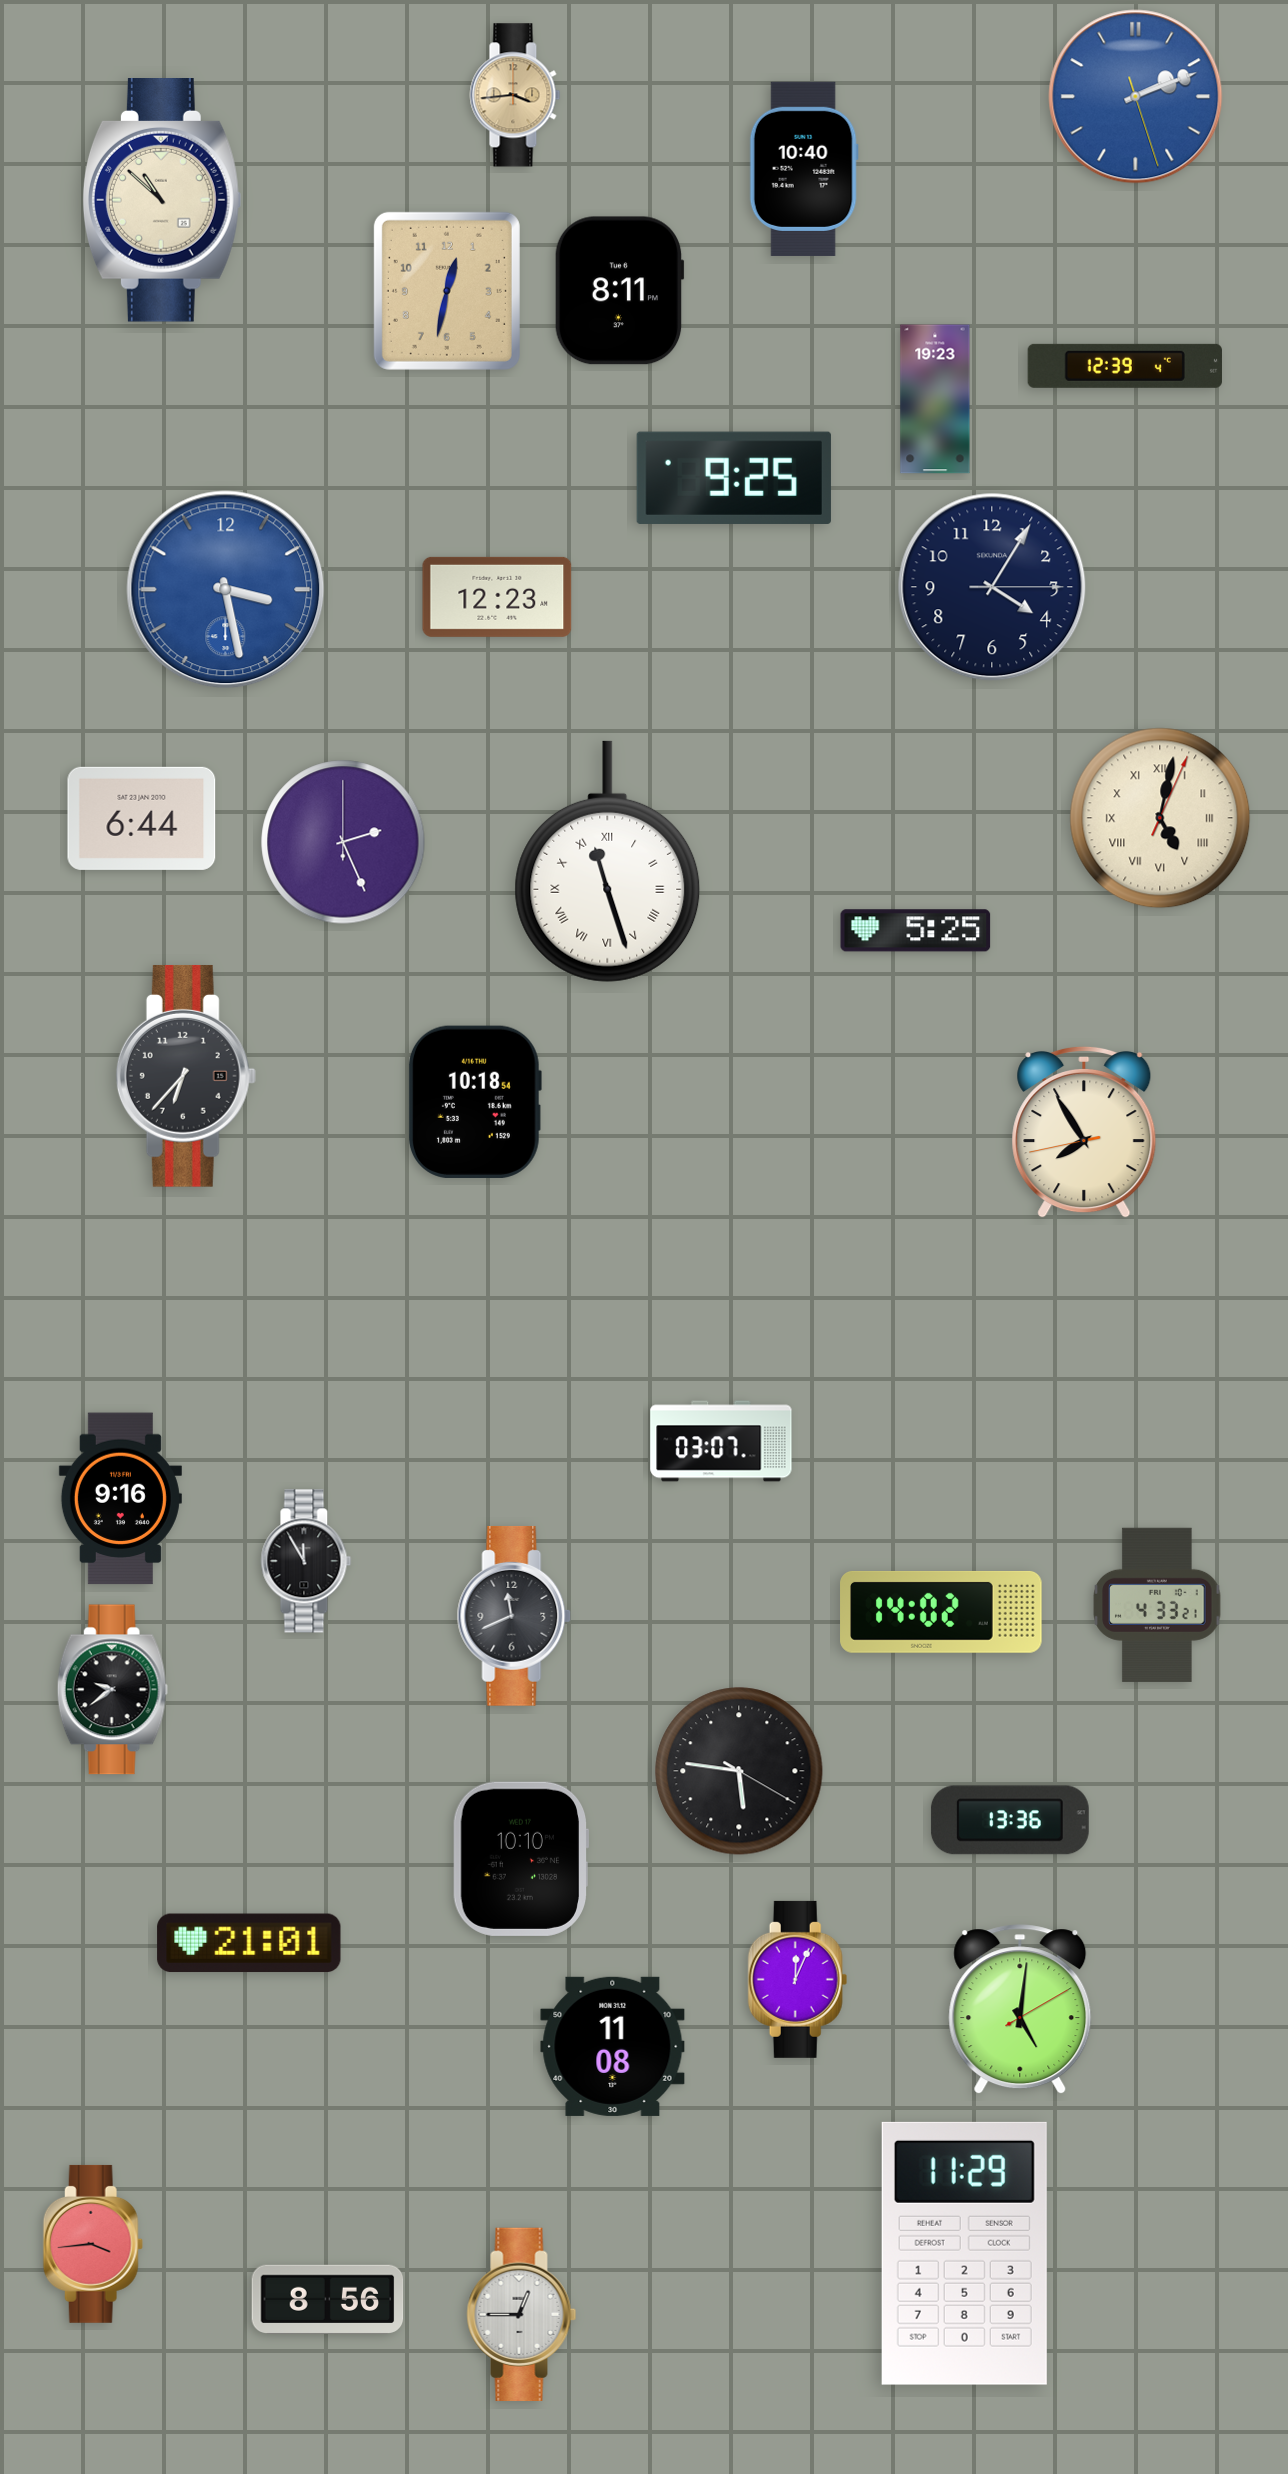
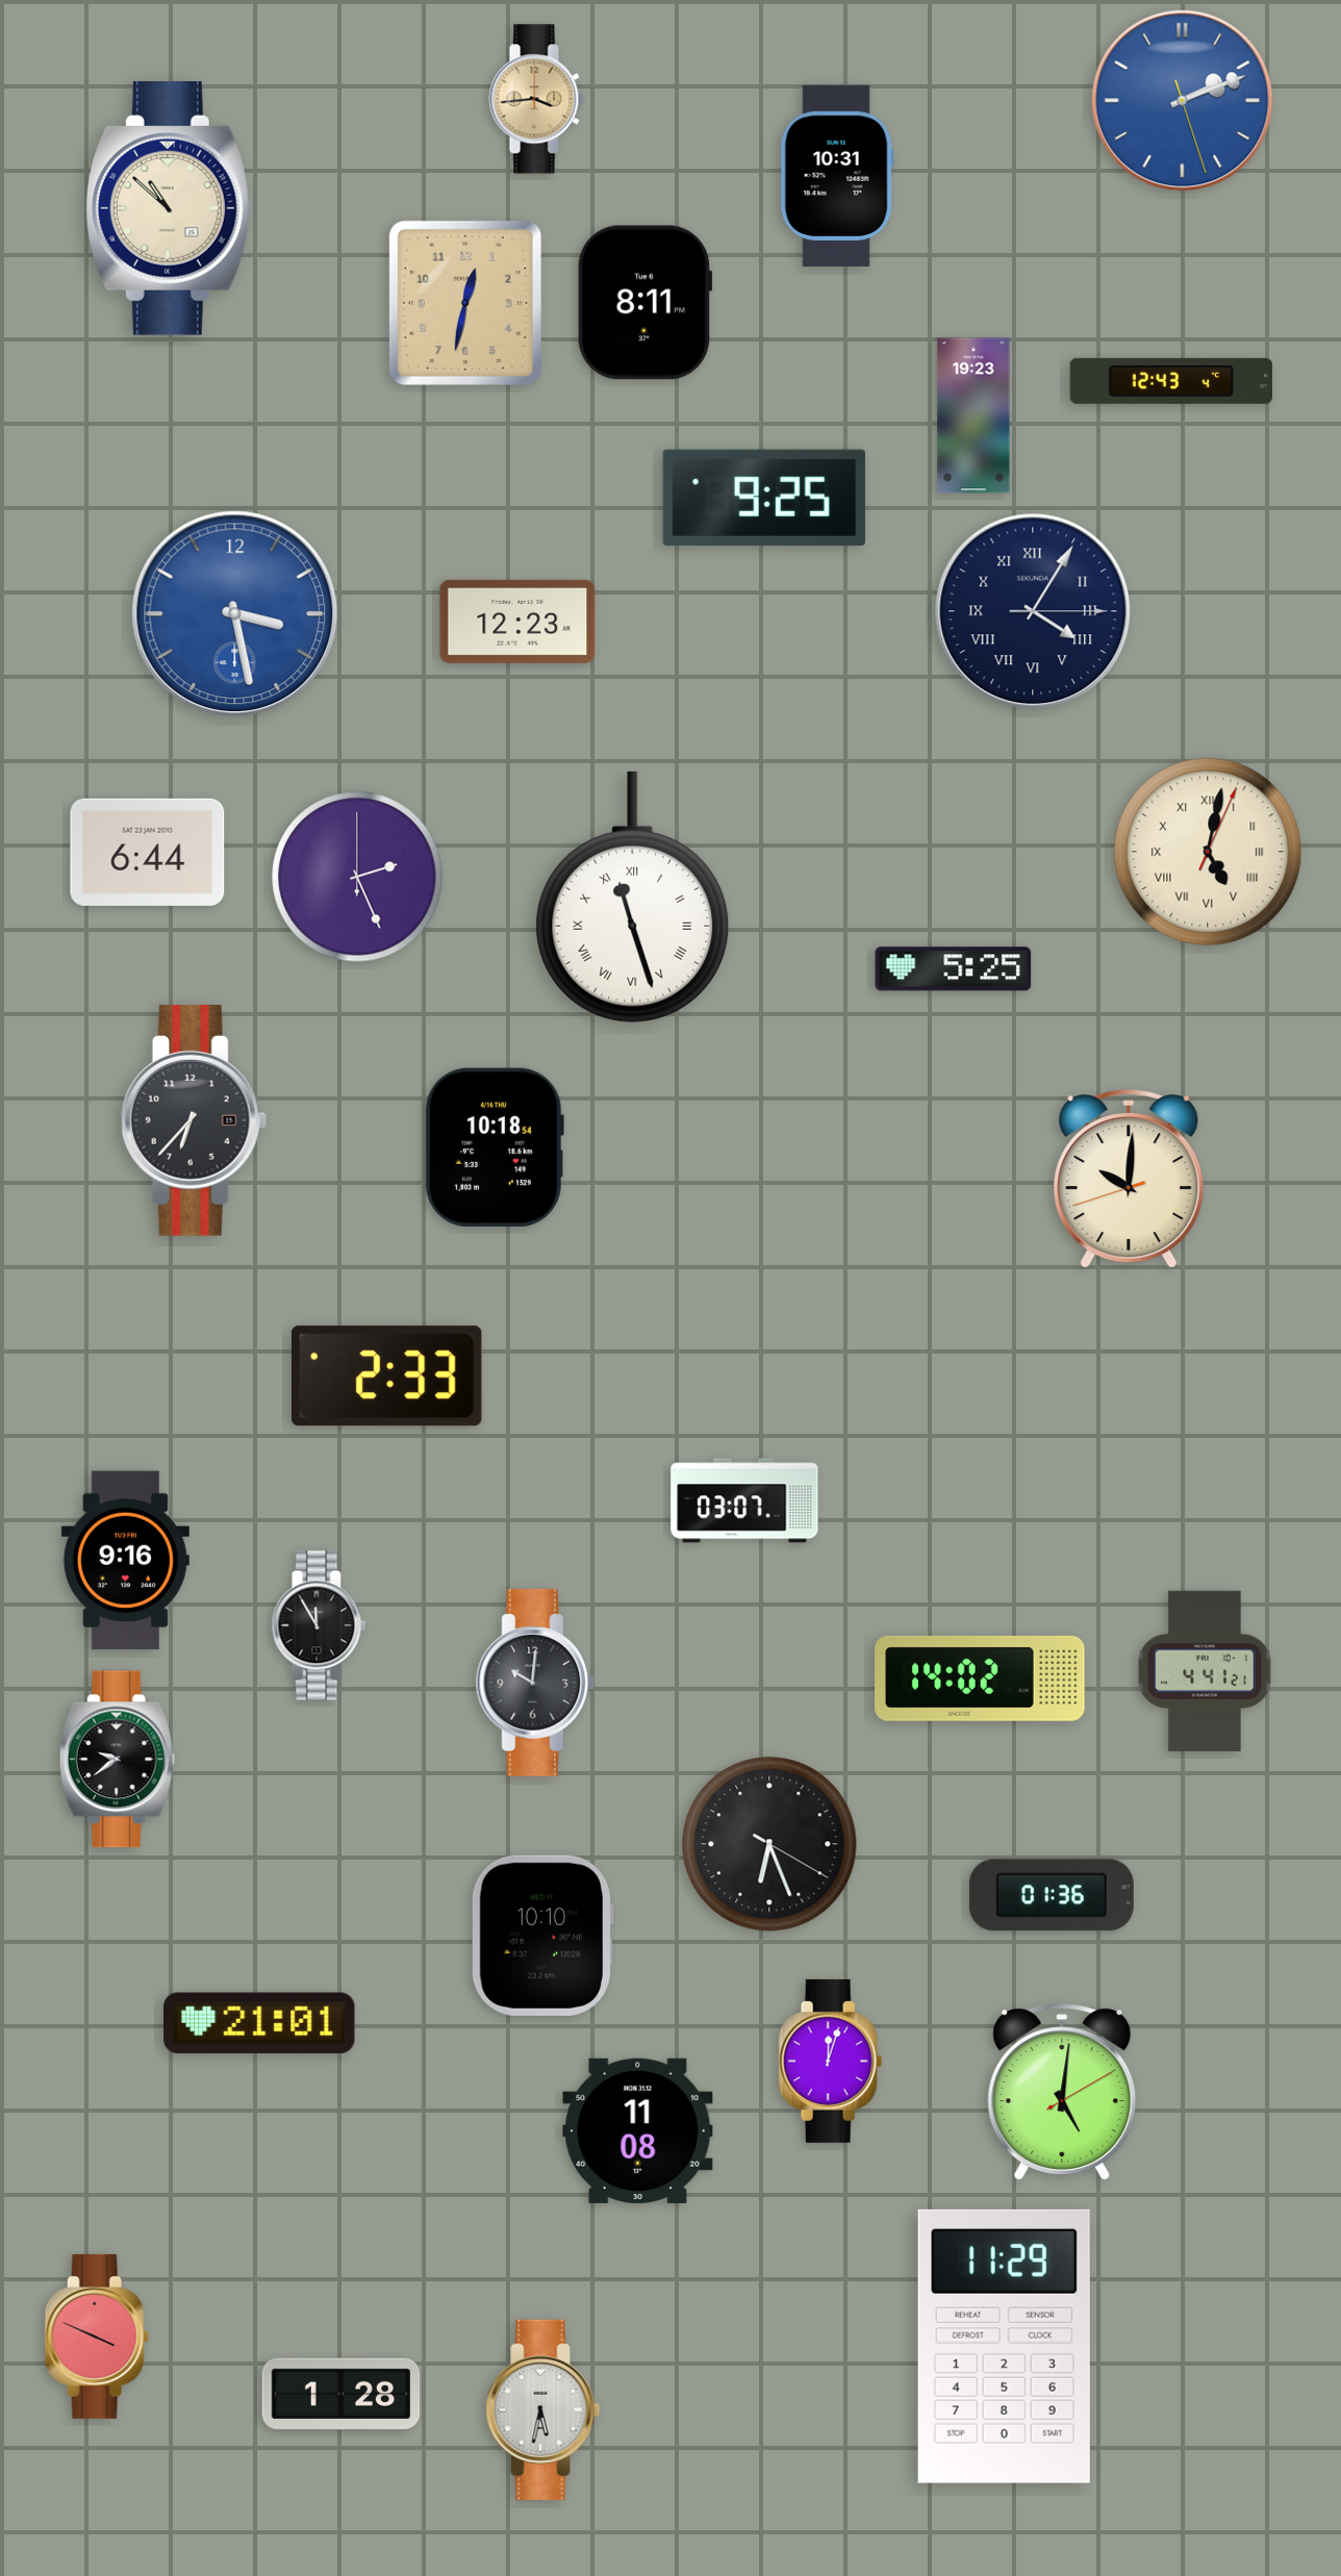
clock at (804, 169): 10:40 -> 10:31
clock at (1125, 366): 12:39 -> 12:43
clock at (992, 587) numerals: Arabic -> Roman
clock at (1084, 1132): 7:54 -> 10:00
clock at (386, 1377): none -> 2:33
clock at (721, 1441) position: (721, 1441) -> (744, 1500)
clock at (1157, 1605): 4:33 -> 4:41
clock at (514, 1616): 11:41 -> 10:01
clock at (739, 1771): 5:46 -> 6:26
clock at (1010, 1820): 13:36 -> 01:36
clock at (798, 1979): 12:04 -> 12:03
clock at (93, 2244): 3:44 -> 3:49
clock at (328, 2299): 8:56 -> 1:28
clock at (522, 2314): 12:45 -> 5:32
